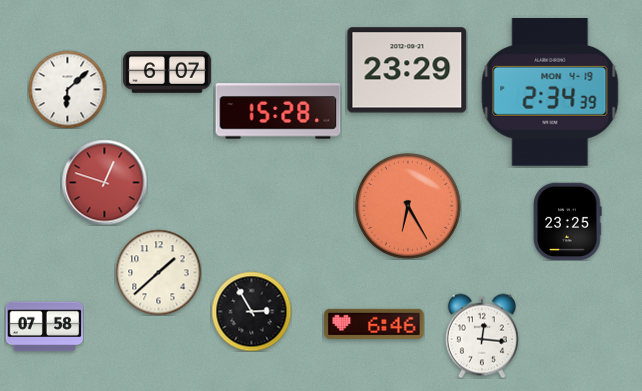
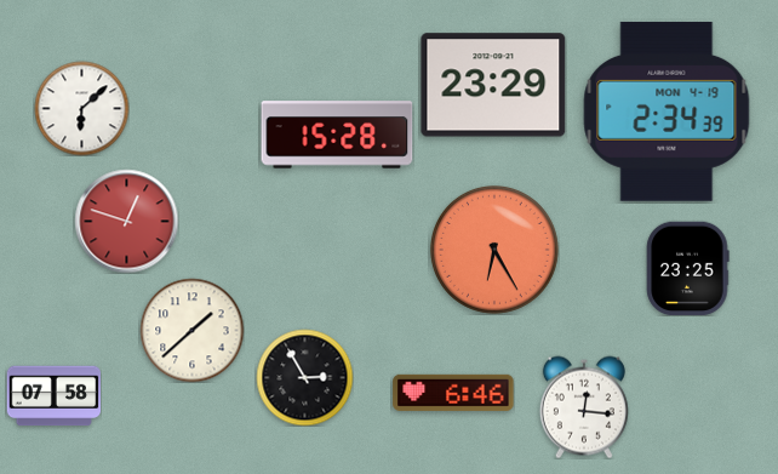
clock at (167, 72): 6:07 -> none
